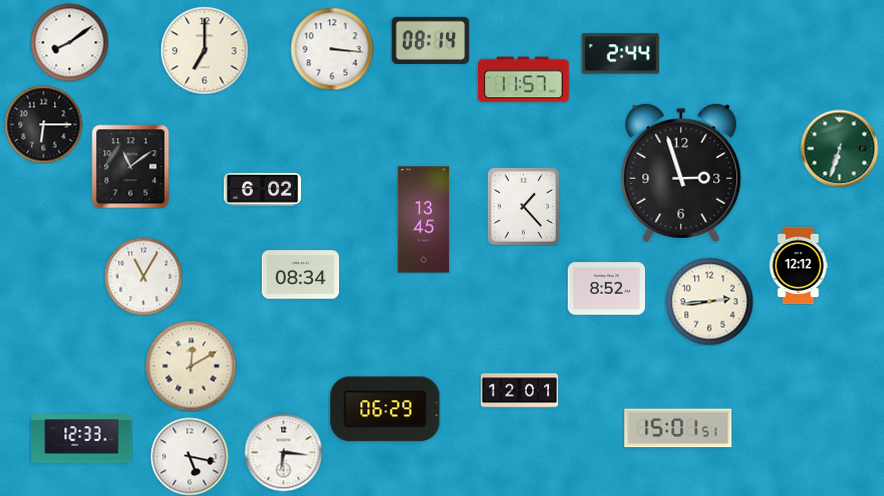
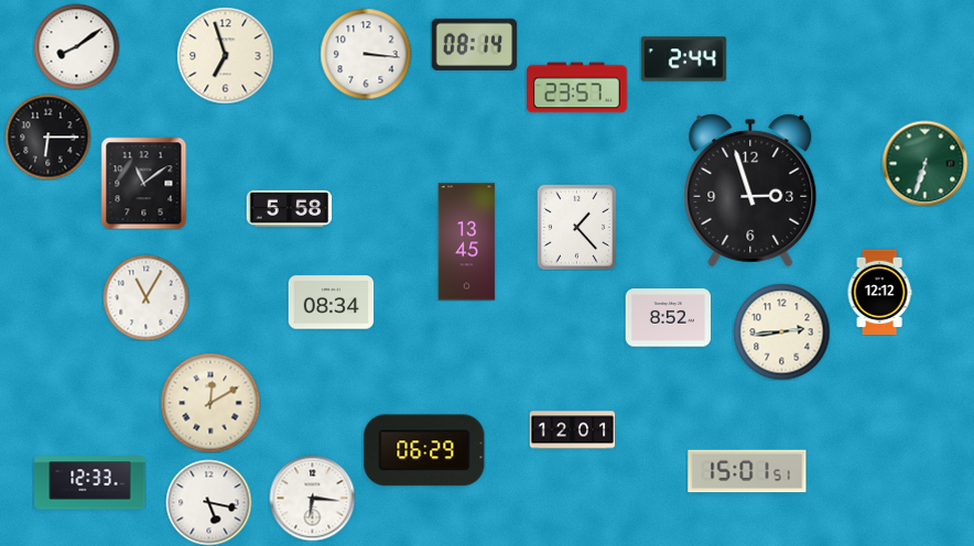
clock at (204, 50): 7:00 -> 6:57
clock at (524, 80): 11:57 -> 23:57
clock at (262, 189): 6:02 -> 5:58
clock at (143, 276) position: (143, 276) -> (145, 297)
